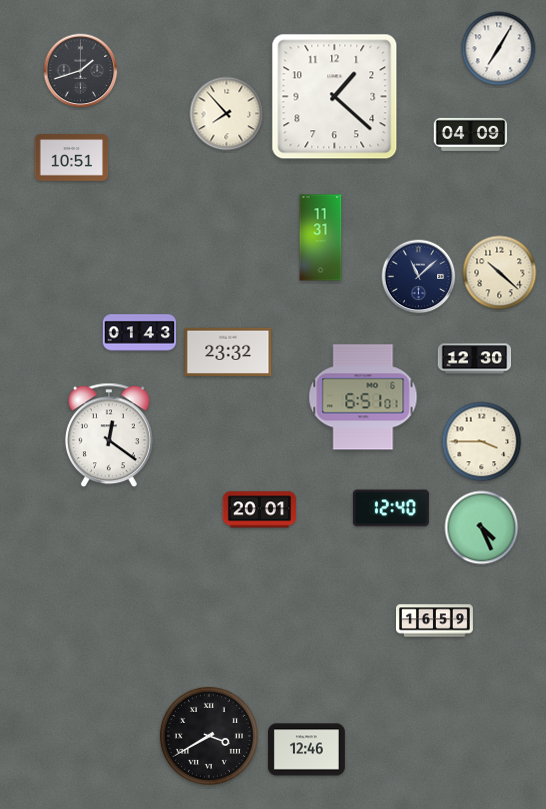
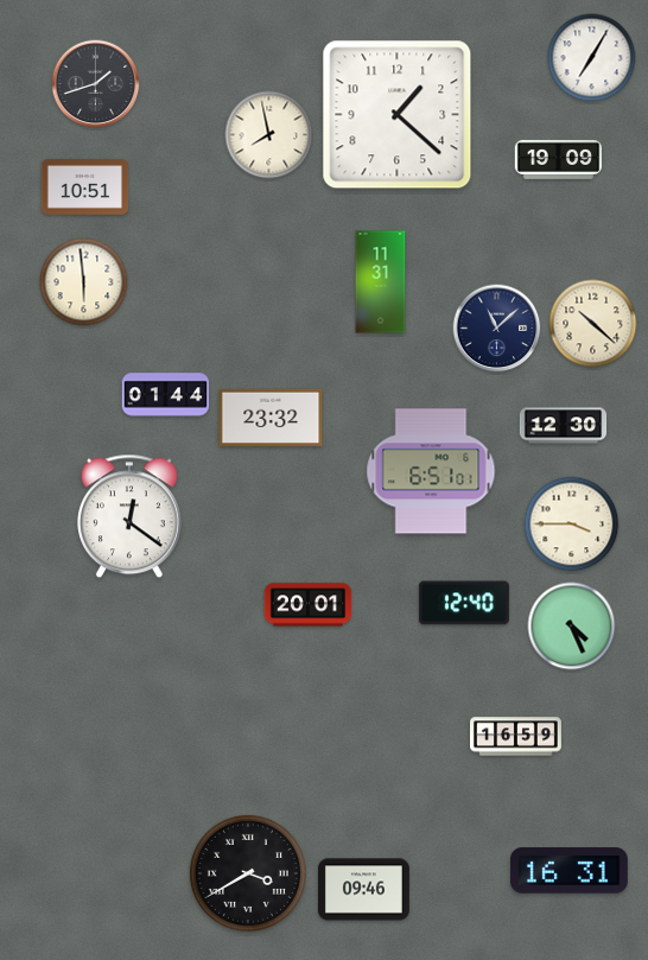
clock at (227, 114): 7:53 -> 7:58
clock at (471, 134): 04:09 -> 19:09
clock at (84, 282): none -> 5:59
clock at (140, 333): 01:43 -> 01:44
clock at (568, 871): none -> 16:31
clock at (306, 750): 12:46 -> 09:46
